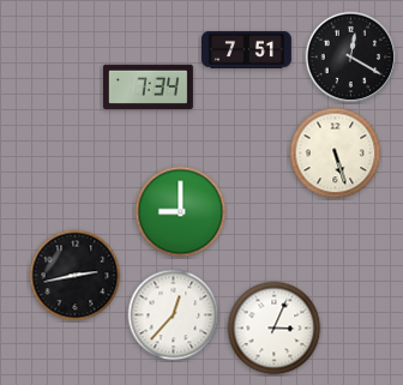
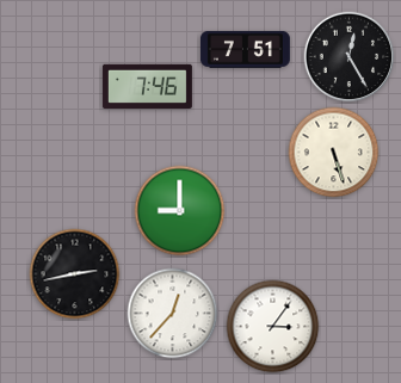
clock at (351, 58): 12:20 -> 12:25
clock at (148, 86): 7:34 -> 7:46
clock at (275, 329): 3:04 -> 3:06
